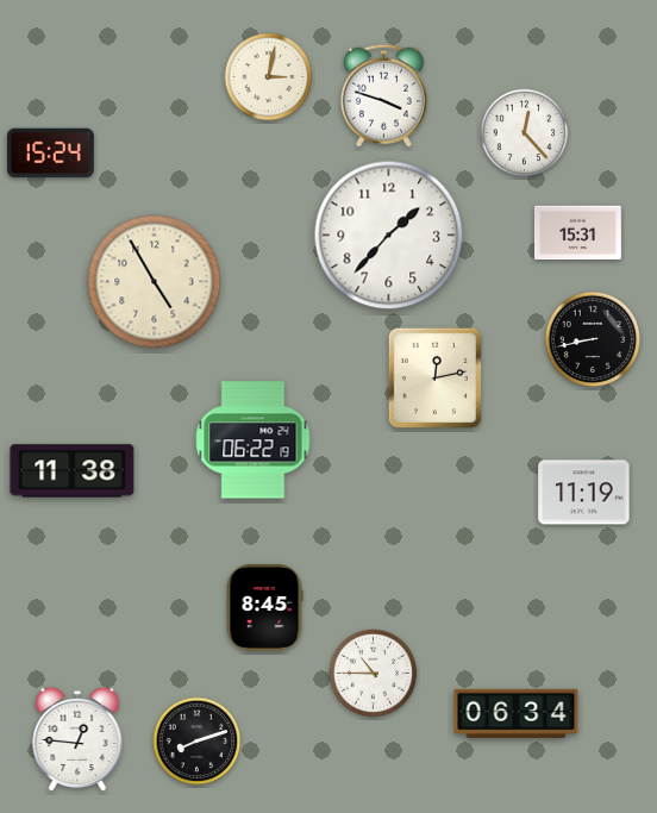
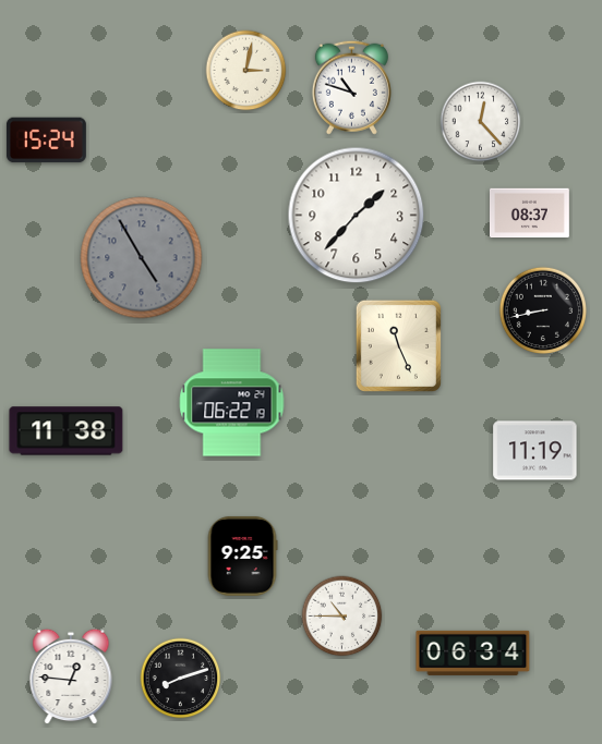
clock at (383, 95): 3:48 -> 10:48
clock at (577, 233): 15:31 -> 08:37
clock at (155, 282) dial: cream -> grey
clock at (434, 377): 12:13 -> 11:26
clock at (264, 607): 8:45 -> 9:25
